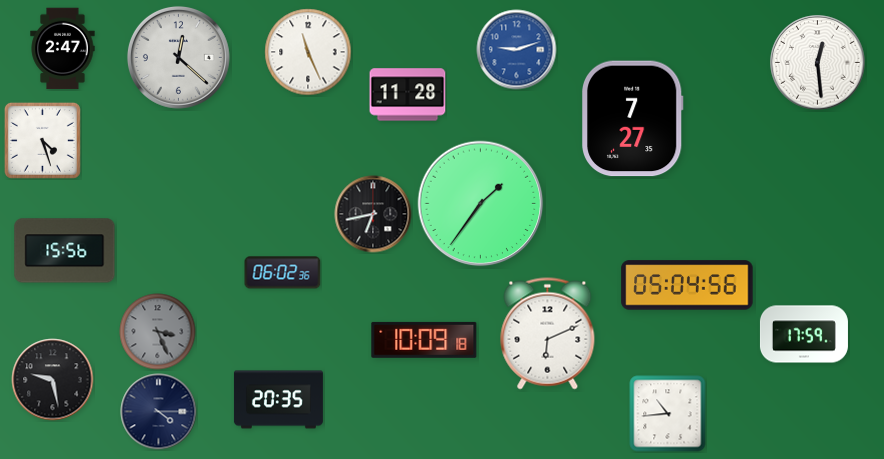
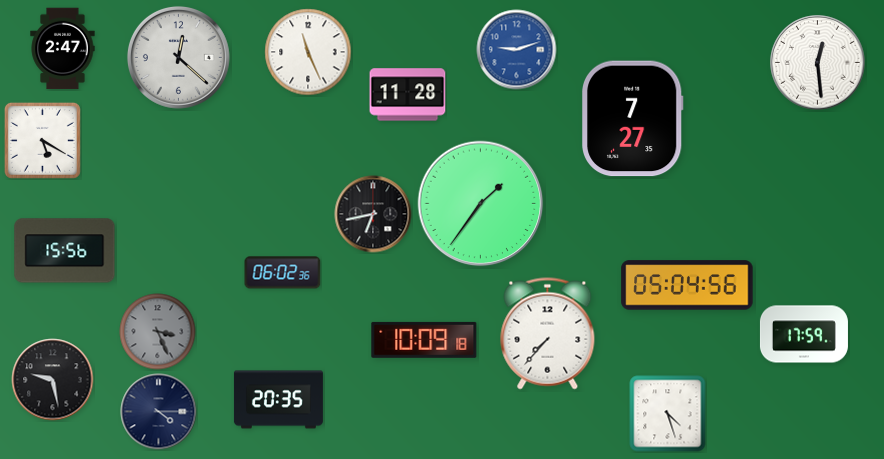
clock at (42, 140): 4:27 -> 5:20
clock at (548, 334): 6:11 -> 7:37
clock at (668, 414): 10:44 -> 4:27
